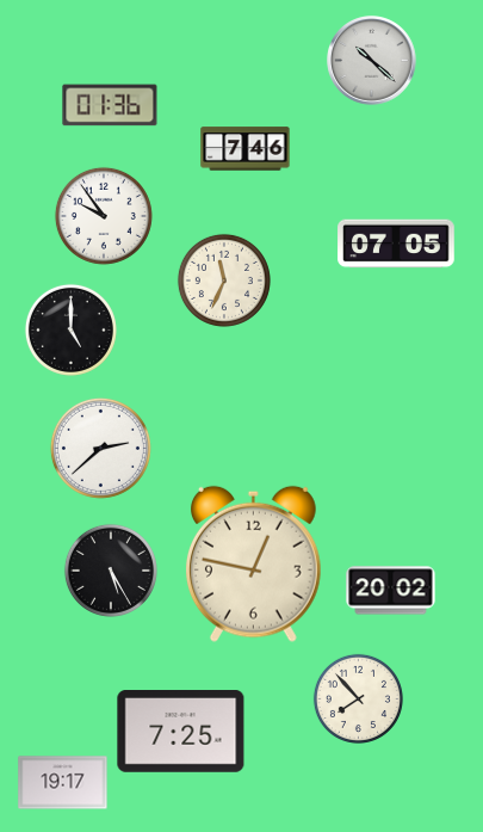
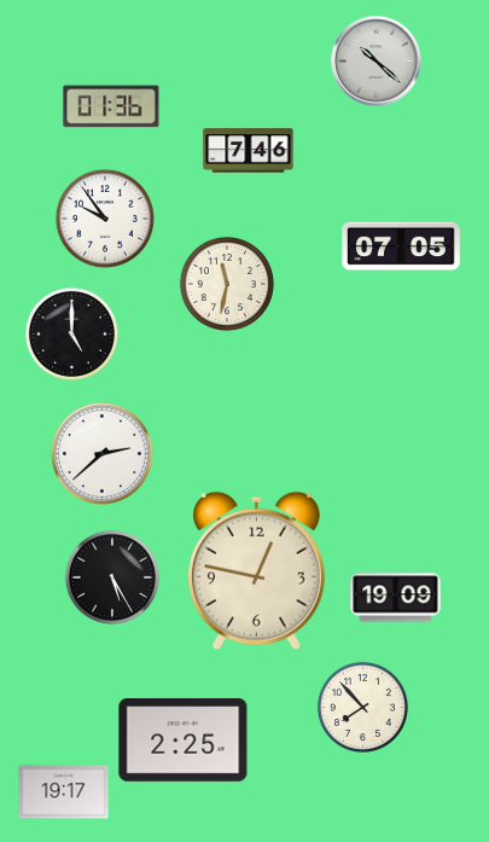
clock at (224, 281): 11:34 -> 11:32
clock at (391, 591): 20:02 -> 19:09
clock at (181, 732): 7:25 -> 2:25
